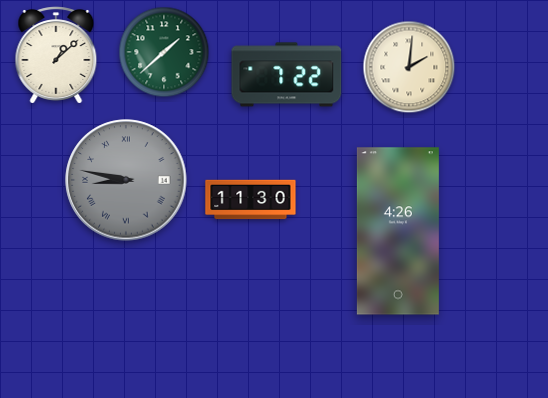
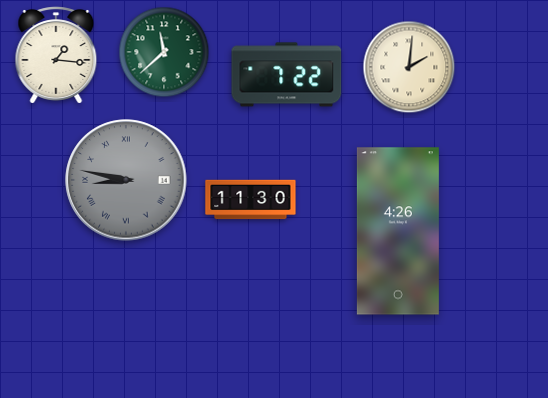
clock at (164, 52): 1:38 -> 11:38
clock at (56, 55): 1:08 -> 1:16
